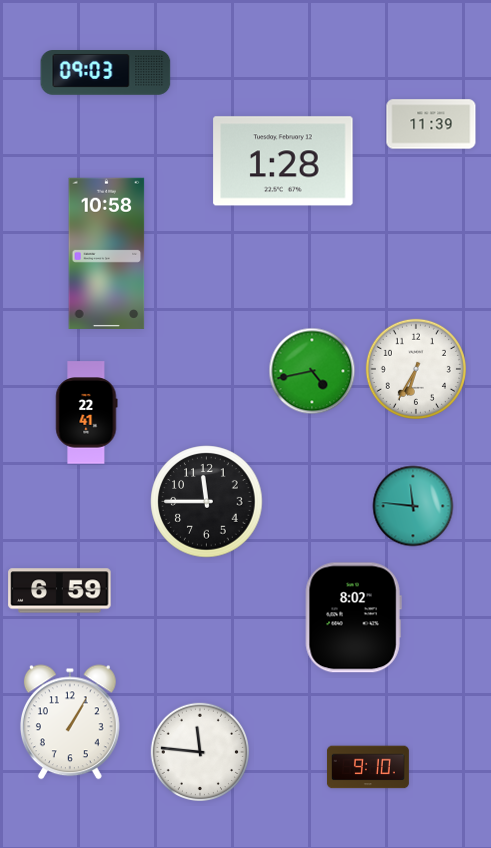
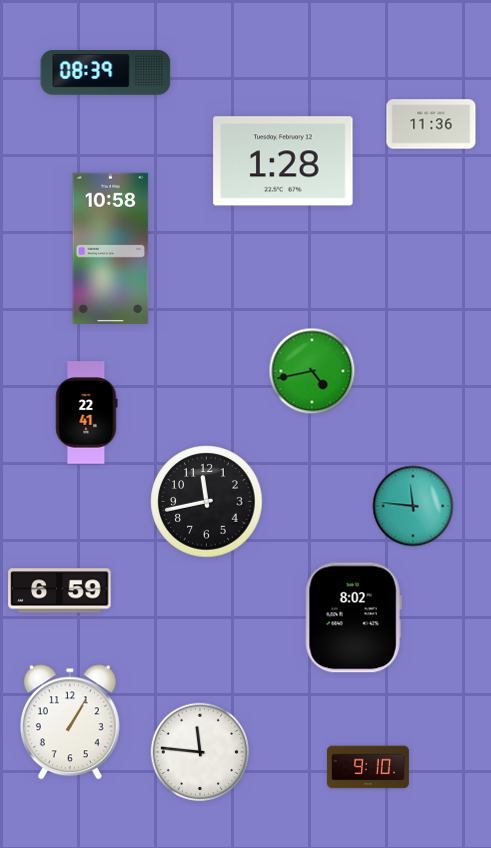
clock at (106, 73): 09:03 -> 08:39
clock at (431, 124): 11:39 -> 11:36
clock at (107, 253) position: (107, 253) -> (111, 248)
clock at (416, 369): 6:35 -> none
clock at (207, 502): 11:45 -> 11:43
